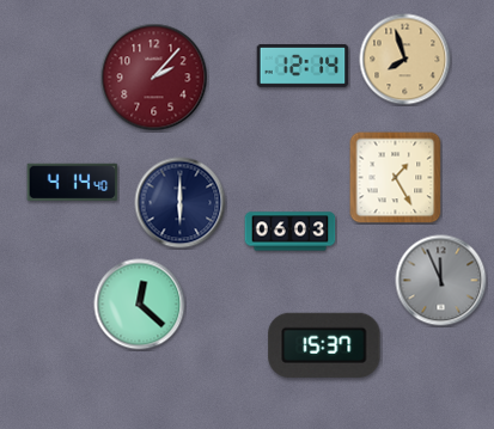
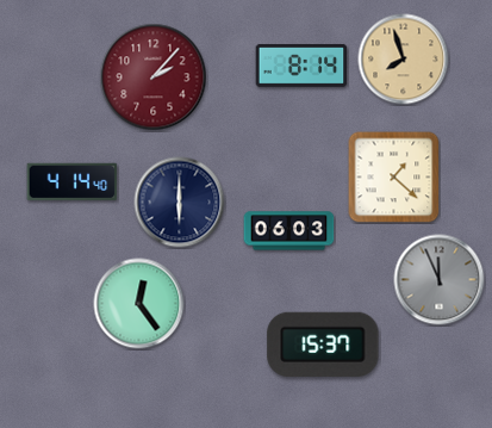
clock at (303, 66): 12:14 -> 8:14
clock at (396, 178): 1:25 -> 1:22
clock at (140, 305): 12:22 -> 12:24
